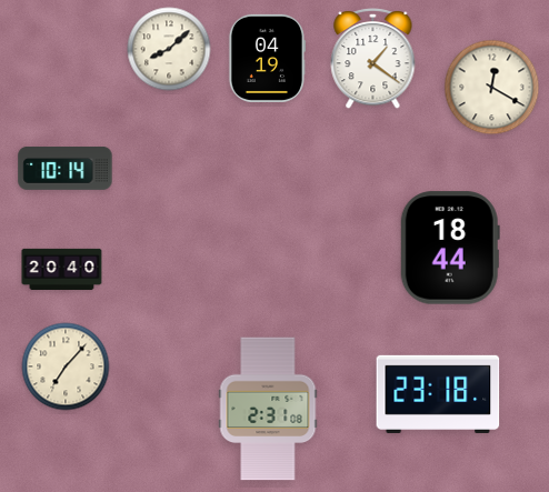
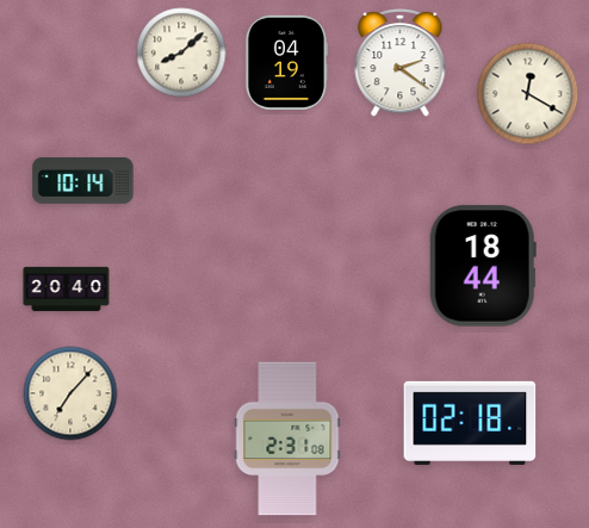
clock at (373, 58): 1:21 -> 2:21
clock at (66, 169) position: (66, 169) -> (83, 181)
clock at (438, 394): 23:18 -> 02:18
